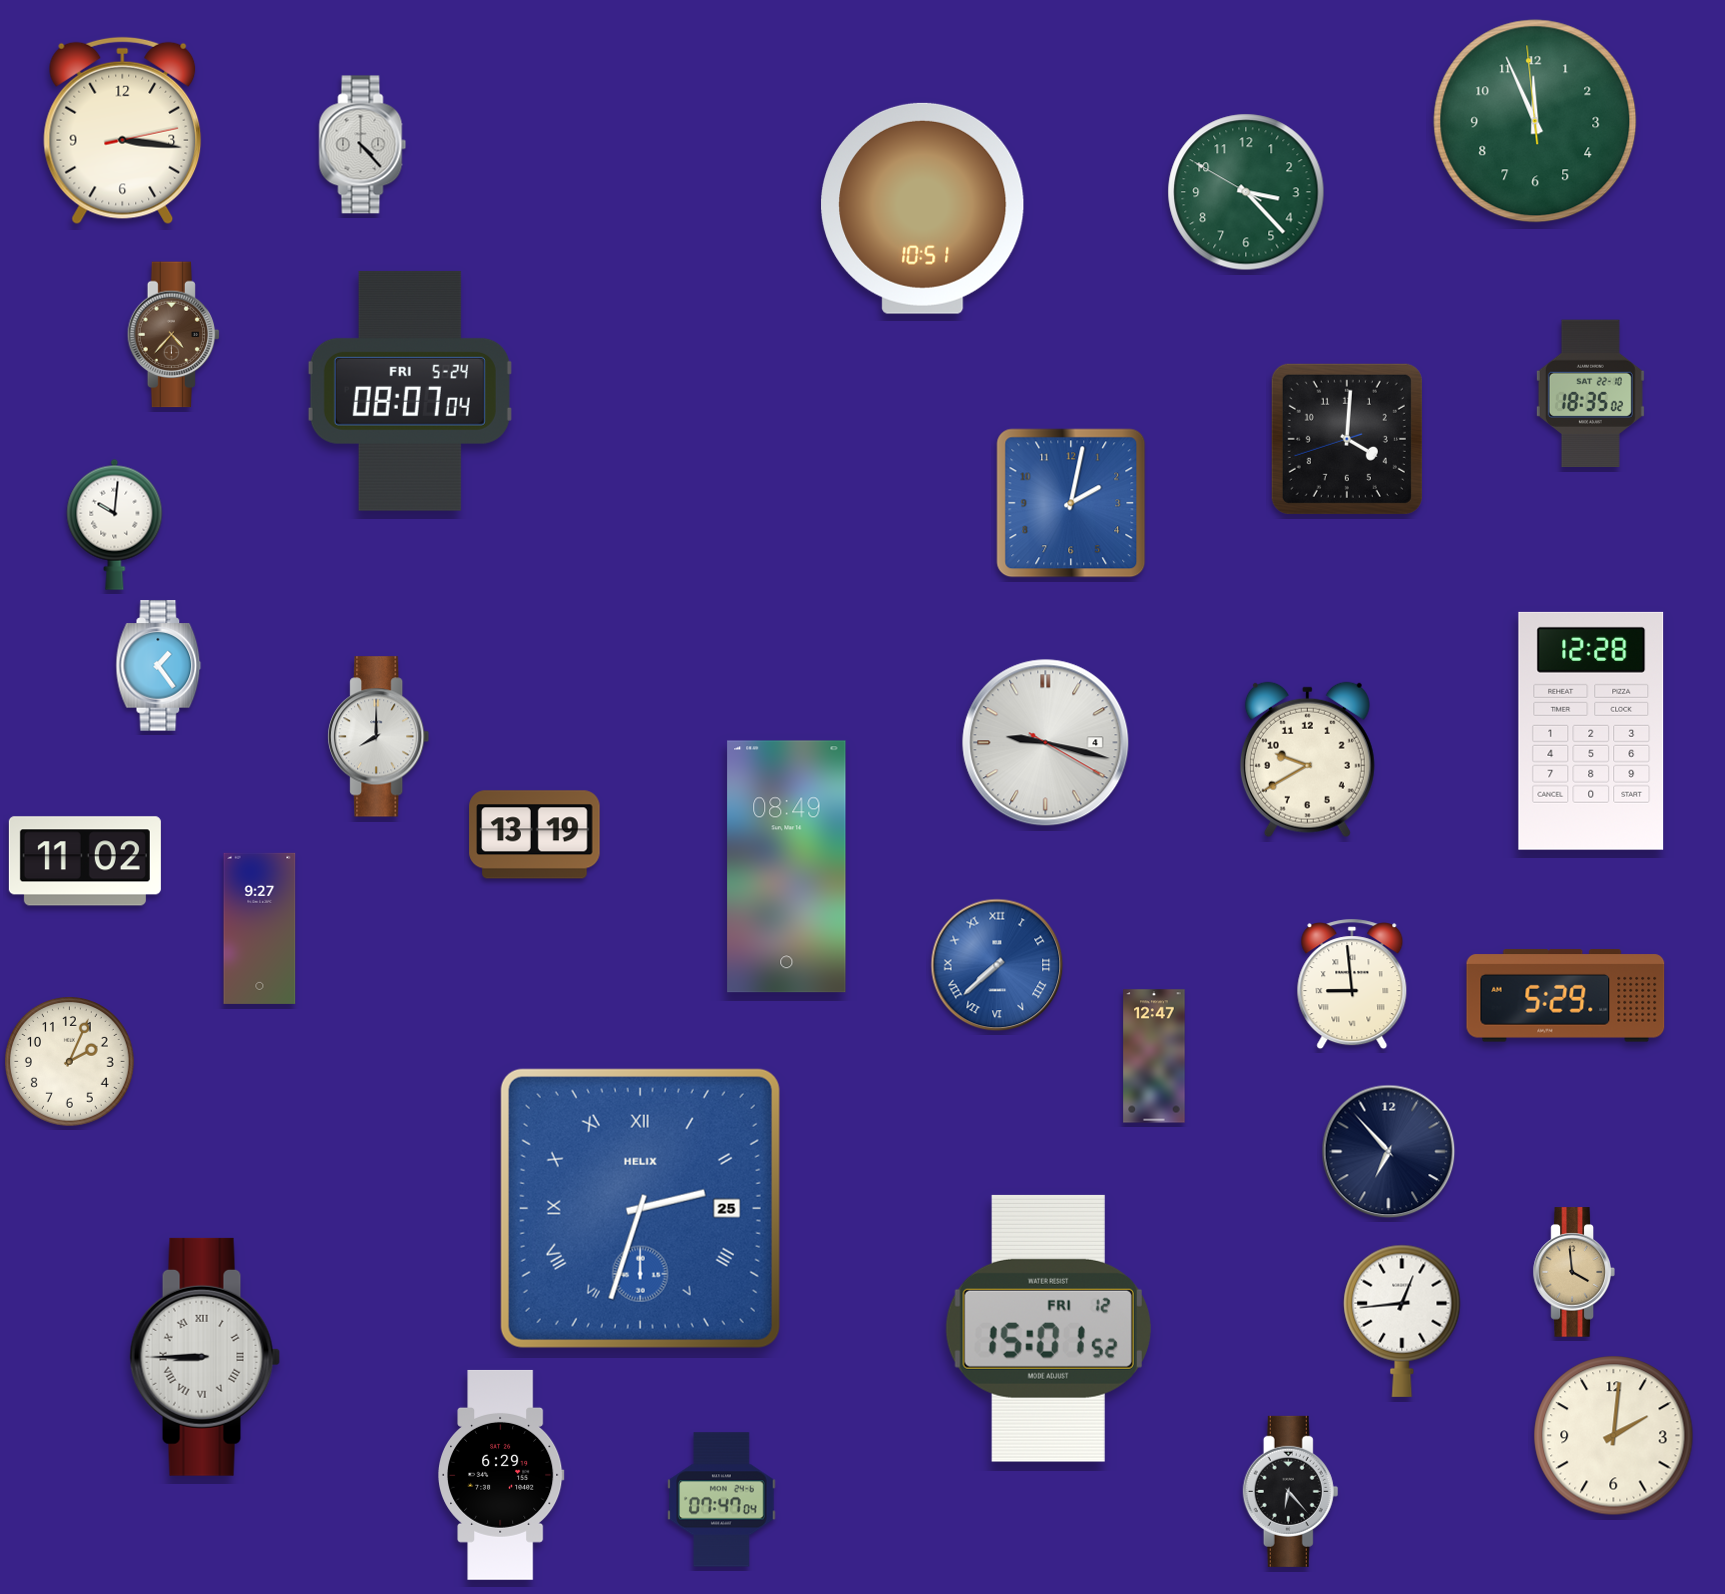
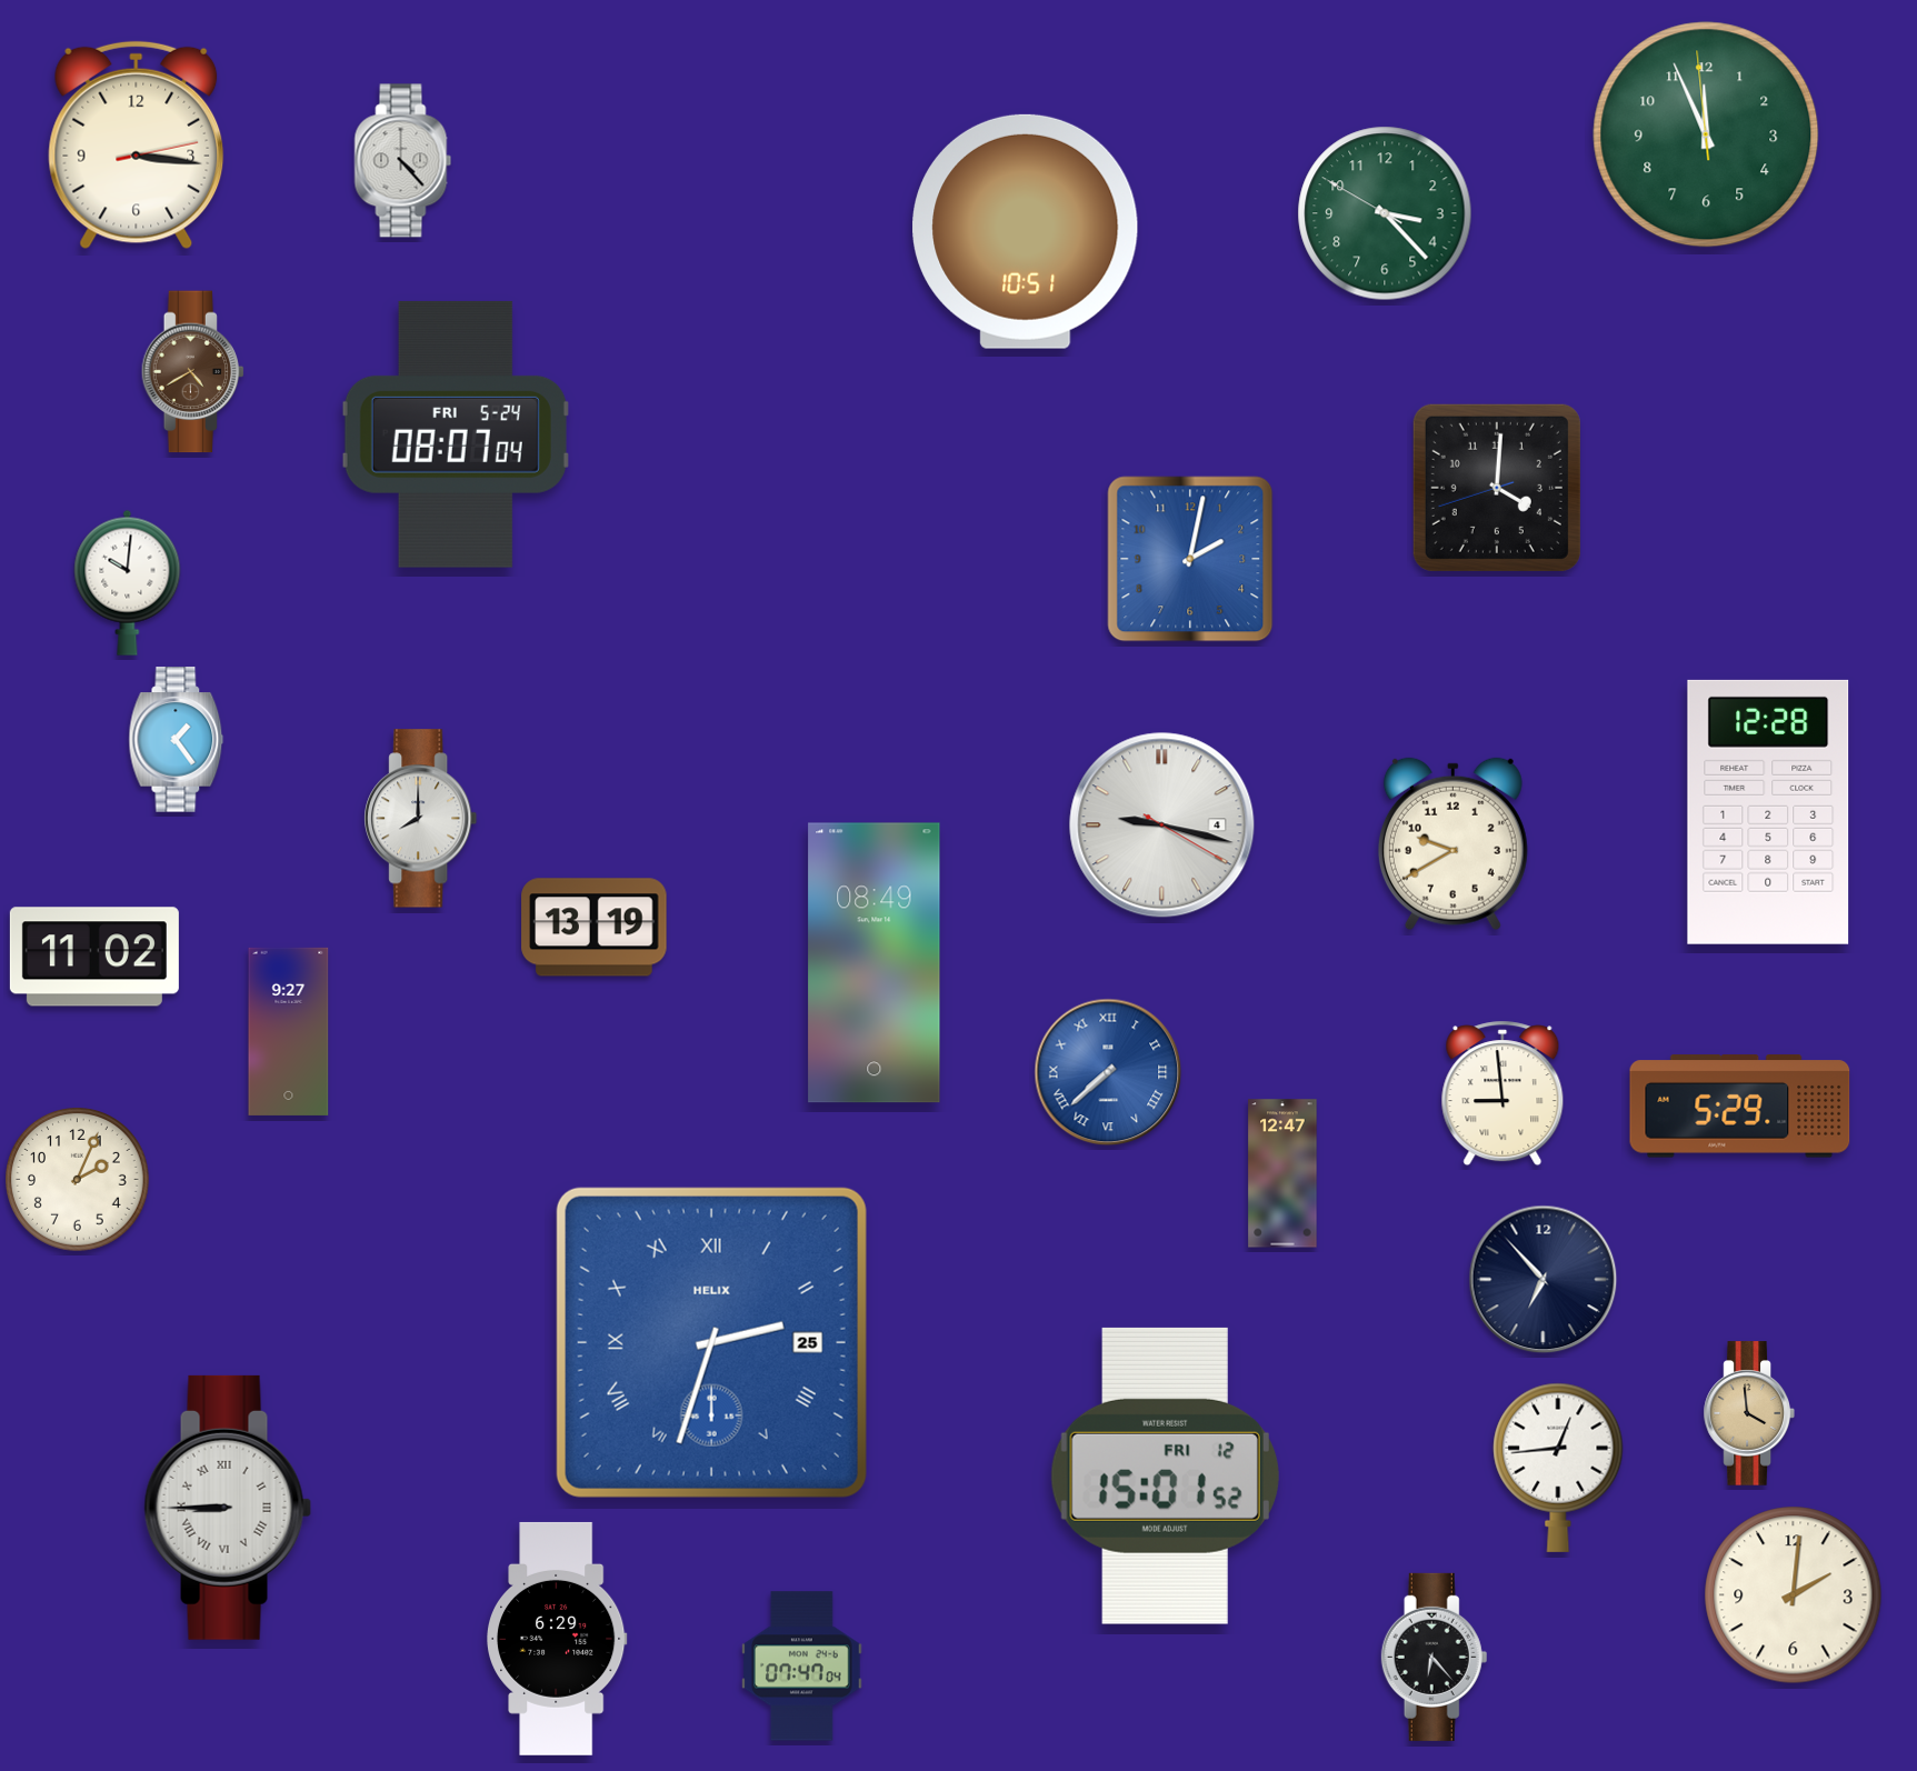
clock at (174, 335): 4:37 -> 4:40
clock at (1590, 393): 18:35 -> none
